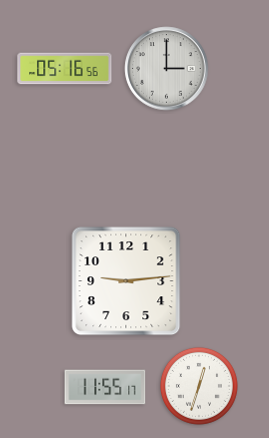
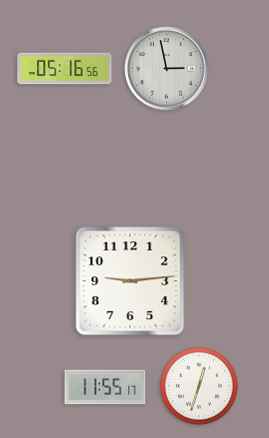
clock at (167, 69): 3:00 -> 2:58
clock at (126, 281) position: (126, 281) -> (130, 281)
